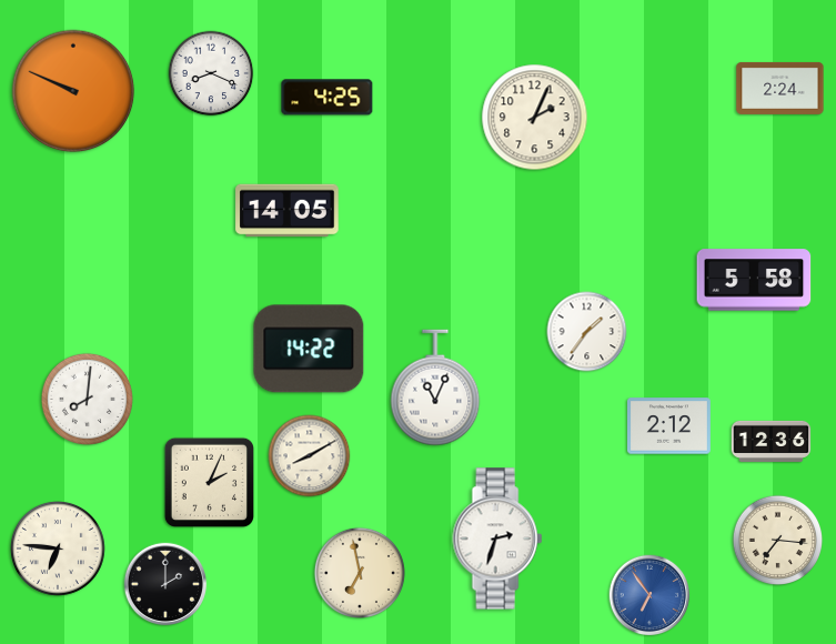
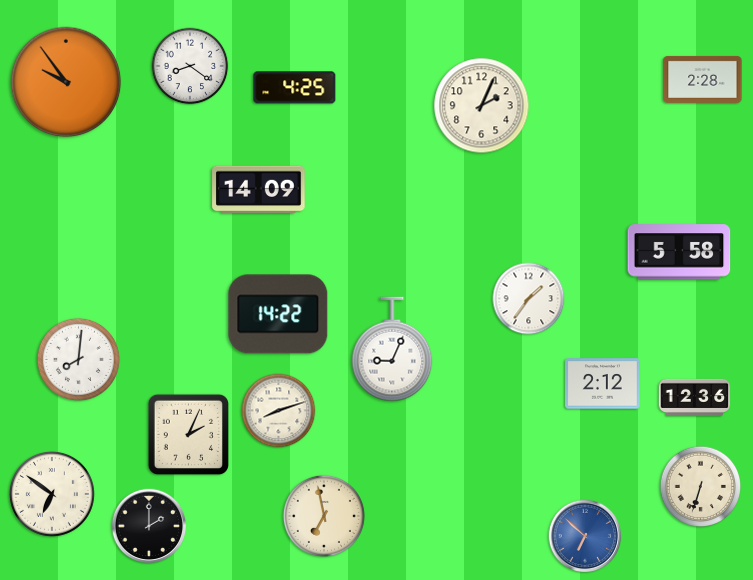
clock at (211, 73): 8:19 -> 8:21
clock at (780, 88): 2:24 -> 2:28
clock at (73, 91): 9:49 -> 9:54
clock at (288, 211): 14:05 -> 14:09
clock at (435, 388): 11:04 -> 9:04
clock at (310, 456): 8:10 -> 8:12
clock at (497, 539): 2:33 -> none
clock at (777, 540): 7:16 -> 6:33
clock at (58, 549): 6:46 -> 6:51
clock at (649, 595): 6:54 -> 6:52
